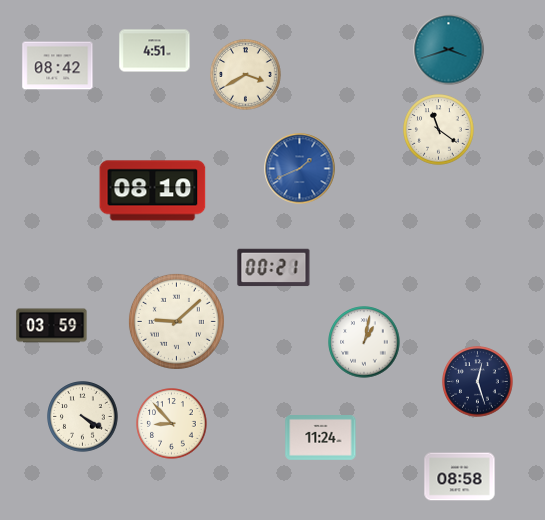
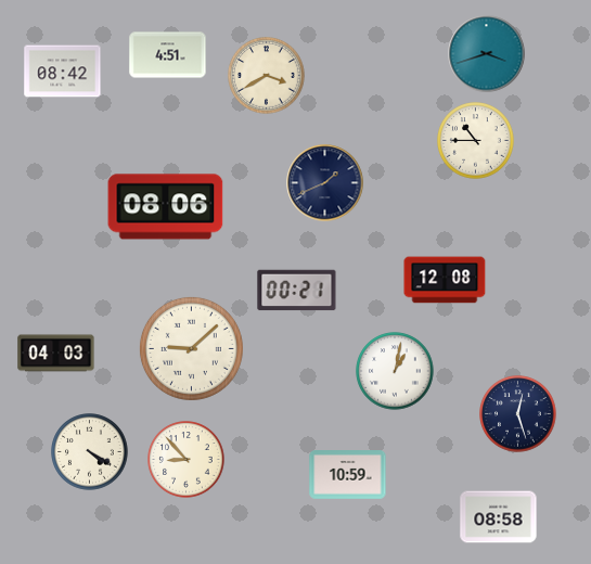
clock at (246, 75) position: (246, 75) -> (267, 76)
clock at (439, 130): 11:21 -> 10:45
clock at (300, 169) dial: blue -> navy
clock at (153, 191): 08:10 -> 08:06
clock at (445, 280): none -> 12:08
clock at (52, 326): 03:59 -> 04:03
clock at (321, 438): 11:24 -> 10:59
